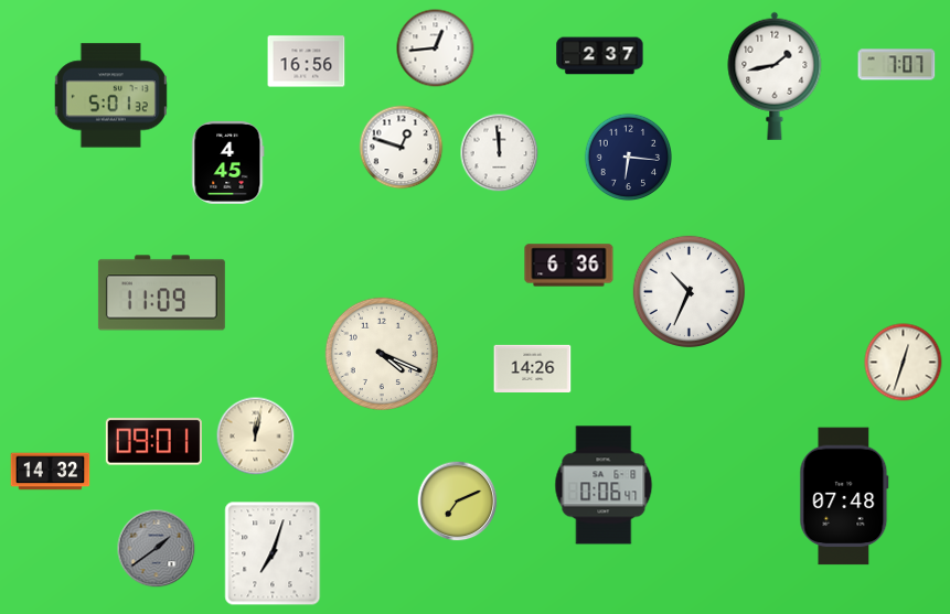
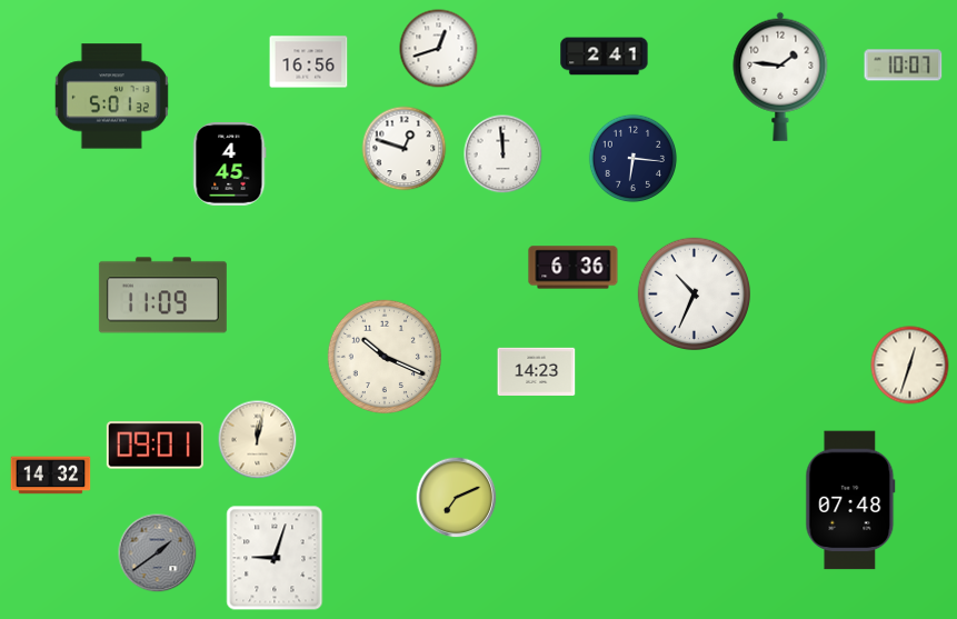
clock at (436, 49): 12:44 -> 12:42
clock at (600, 56): 2:37 -> 2:41
clock at (897, 65): 7:07 -> 10:07
clock at (775, 76): 1:43 -> 1:46
clock at (382, 354): 4:19 -> 10:19
clock at (533, 368): 14:26 -> 14:23
clock at (604, 485): 0:06 -> none
clock at (458, 502) position: (458, 502) -> (457, 498)
clock at (273, 553): 7:03 -> 9:03
